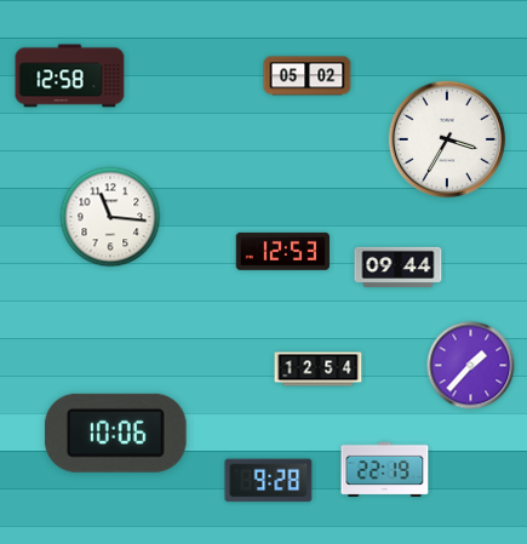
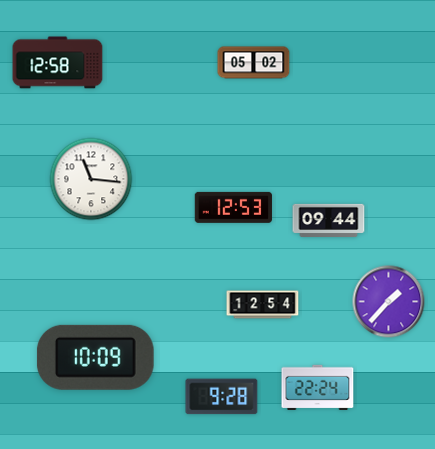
clock at (447, 139): 3:35 -> none
clock at (115, 433): 10:06 -> 10:09
clock at (385, 469): 22:19 -> 22:24
